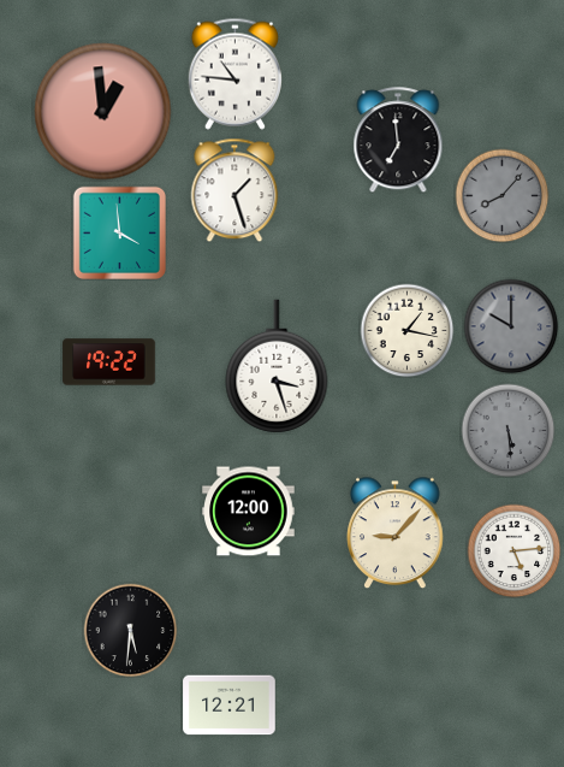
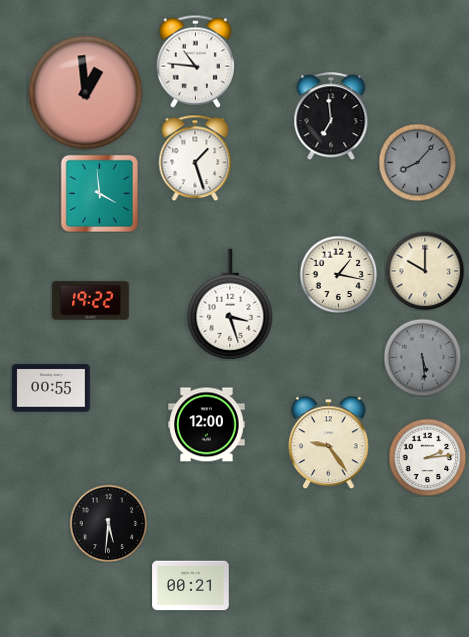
clock at (511, 326) dial: grey -> cream
clock at (51, 388): none -> 00:55
clock at (396, 532): 9:07 -> 9:24
clock at (513, 550): 5:14 -> 2:14
clock at (230, 706): 12:21 -> 00:21
